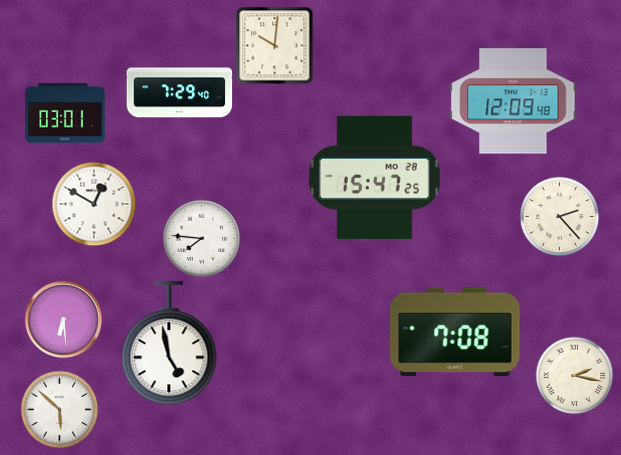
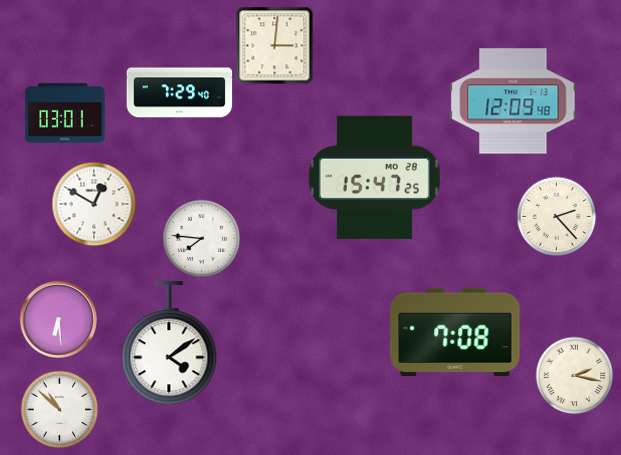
clock at (274, 45): 10:01 -> 3:01
clock at (559, 216) position: (559, 216) -> (556, 216)
clock at (63, 319) position: (63, 319) -> (58, 319)
clock at (169, 344): 4:58 -> 4:09
clock at (59, 409): 5:52 -> 10:52
